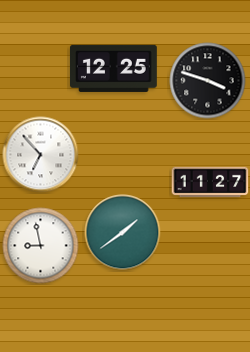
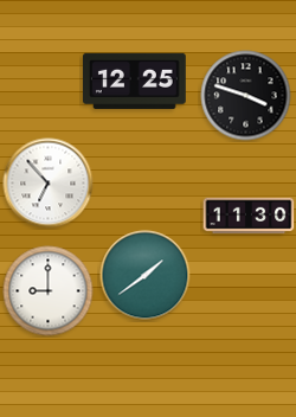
clock at (210, 182): 11:27 -> 11:30
clock at (41, 246): 8:58 -> 9:00
